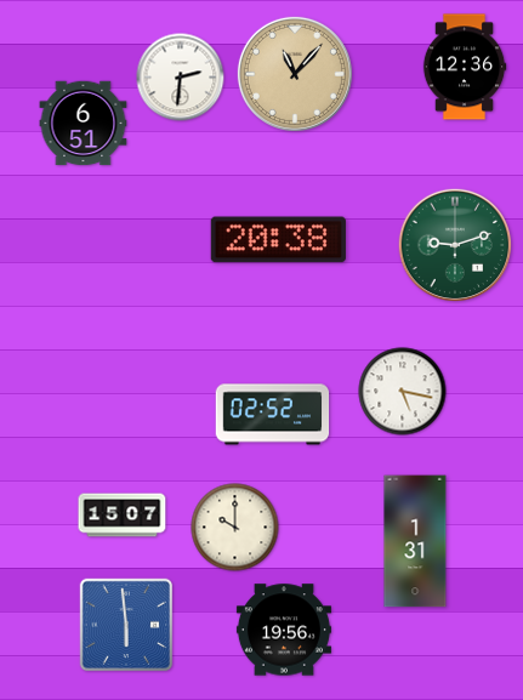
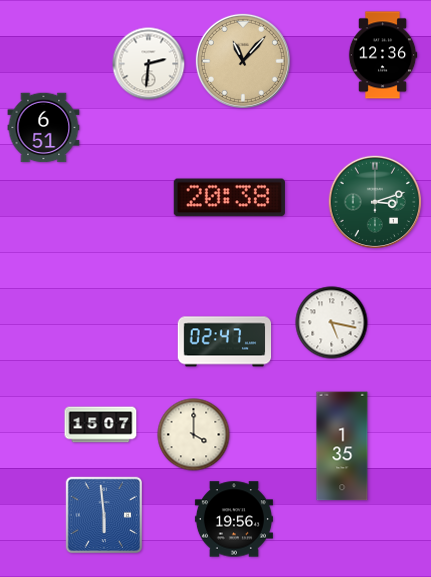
clock at (84, 124) position: (84, 124) -> (44, 128)
clock at (454, 244): 9:12 -> 3:12
clock at (273, 415): 02:52 -> 02:47
clock at (235, 528): 10:00 -> 4:00
clock at (415, 541): 1:31 -> 1:35
